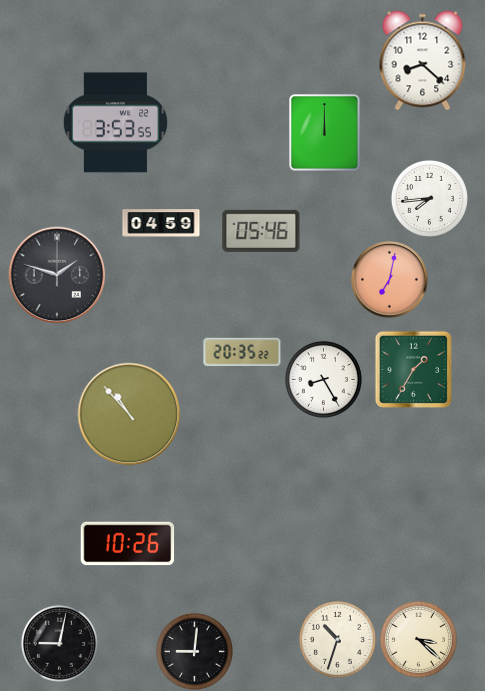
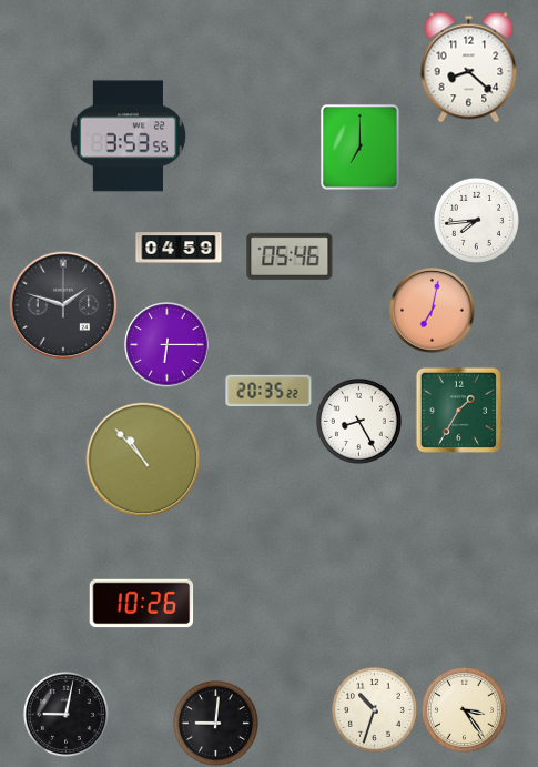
clock at (325, 133): 12:00 -> 7:00
clock at (168, 345): none -> 6:15
clock at (418, 639): 3:22 -> 3:24
